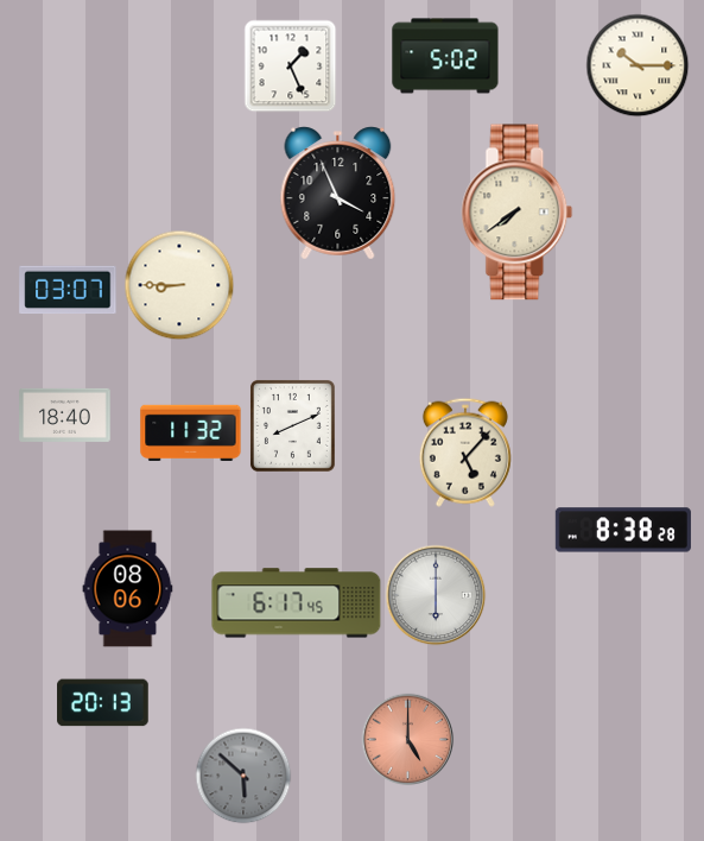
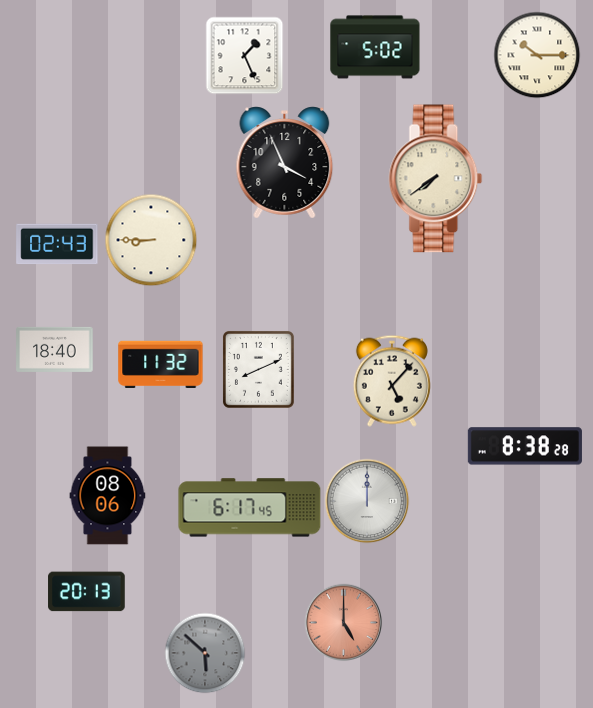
clock at (68, 290): 03:07 -> 02:43
clock at (292, 425) position: (292, 425) -> (258, 369)
clock at (436, 595): 6:00 -> 12:00
